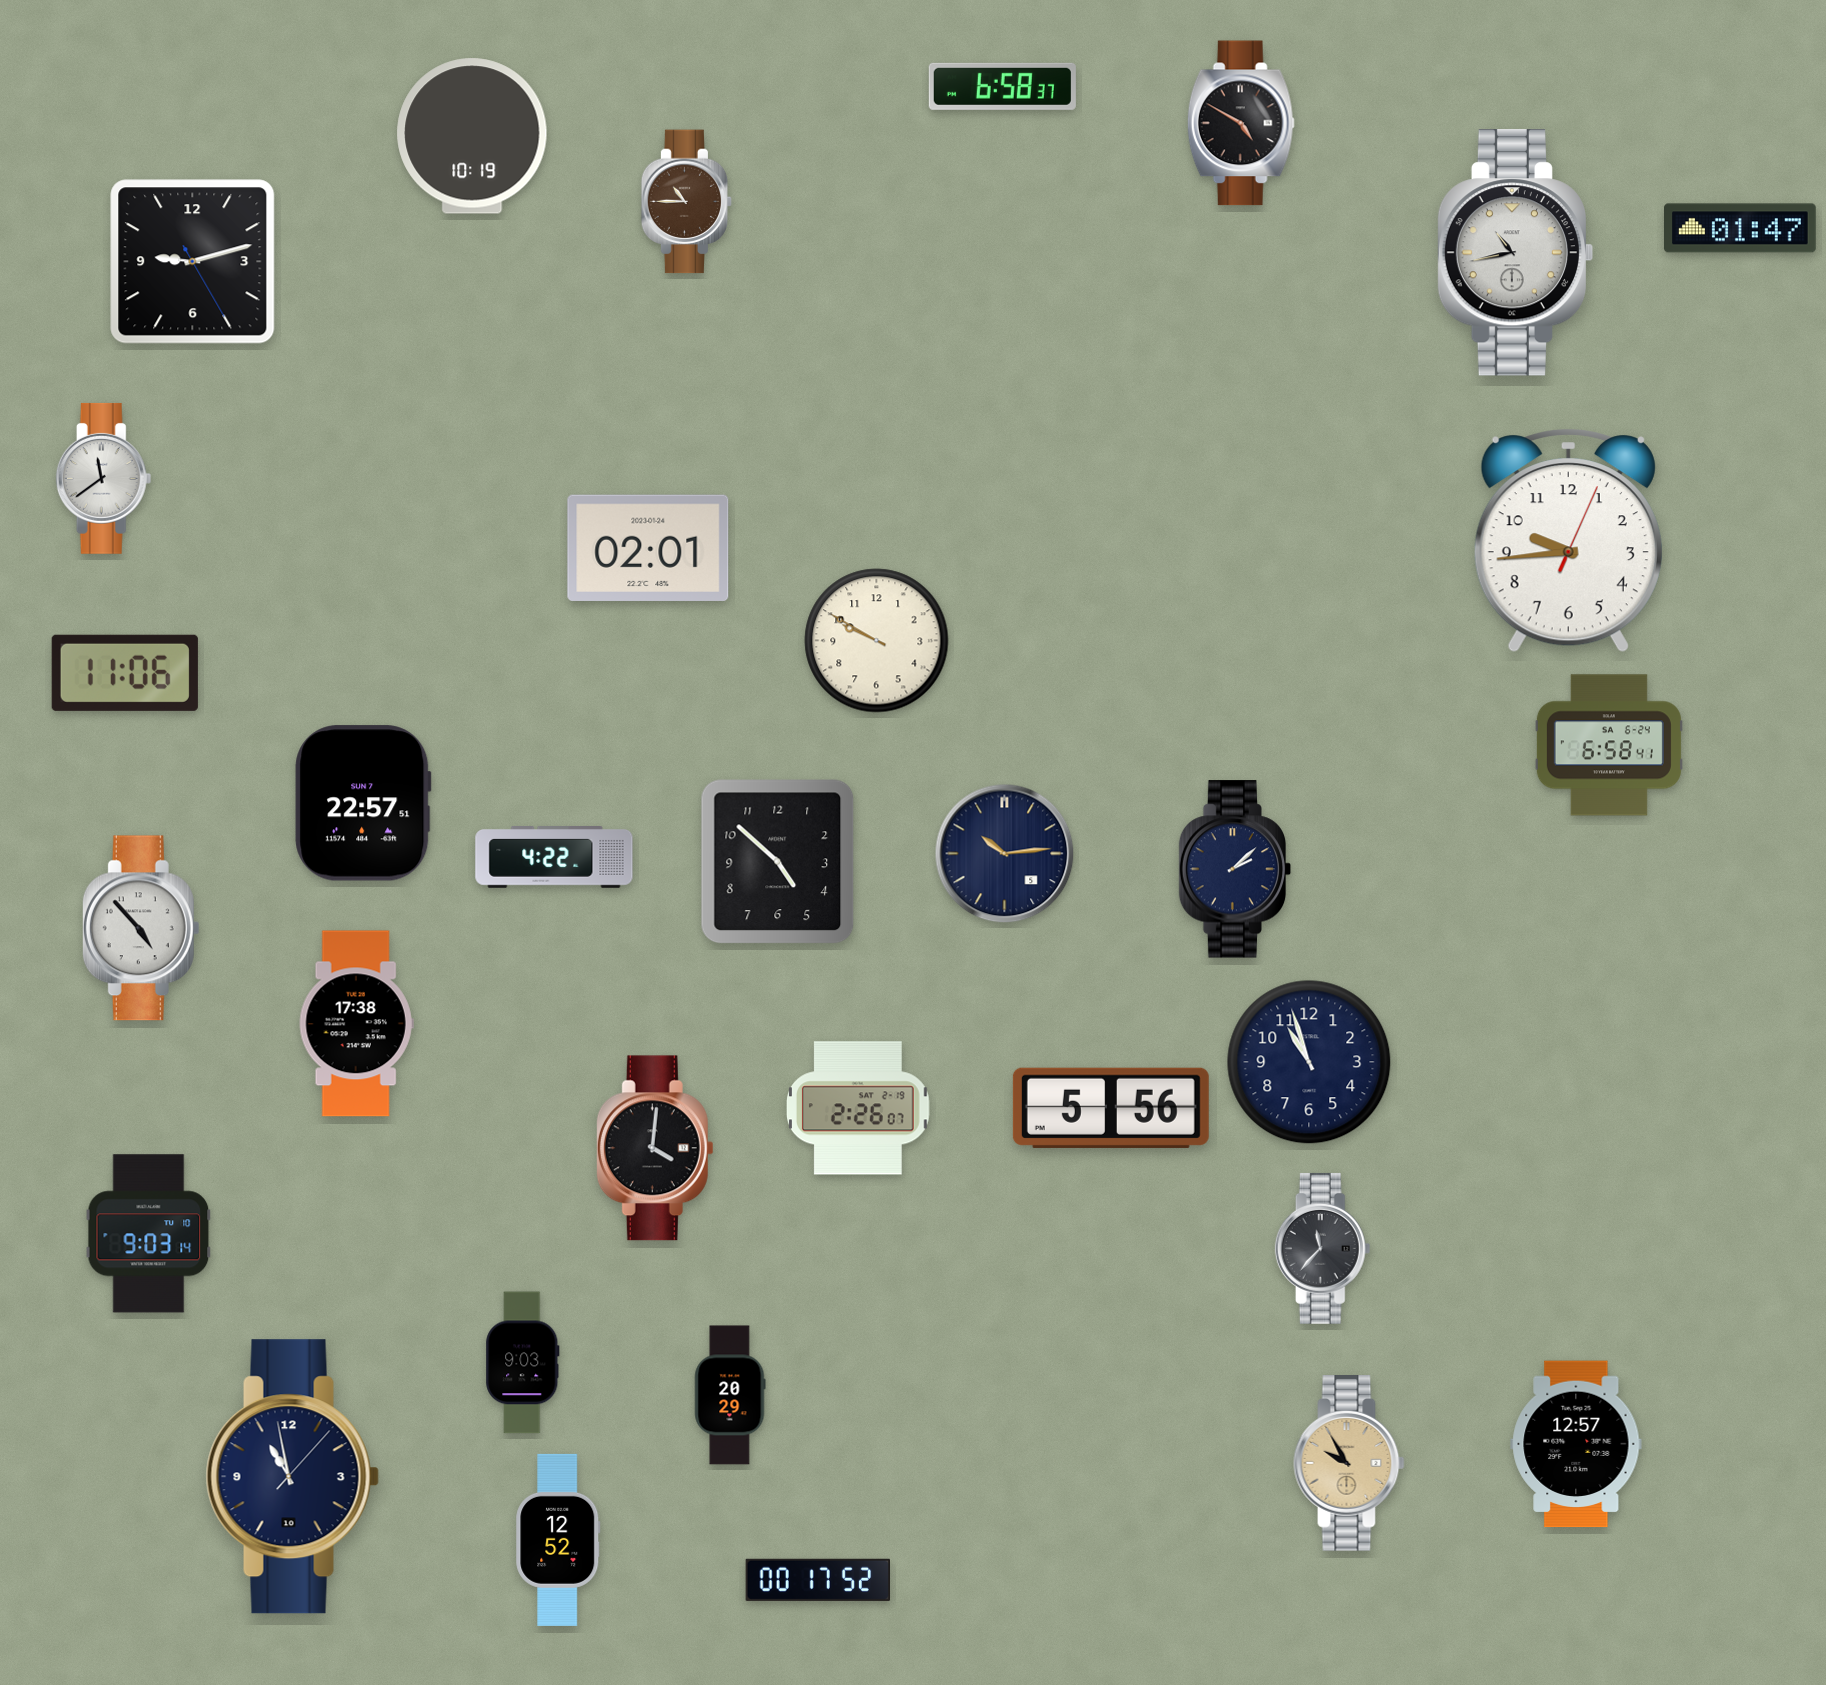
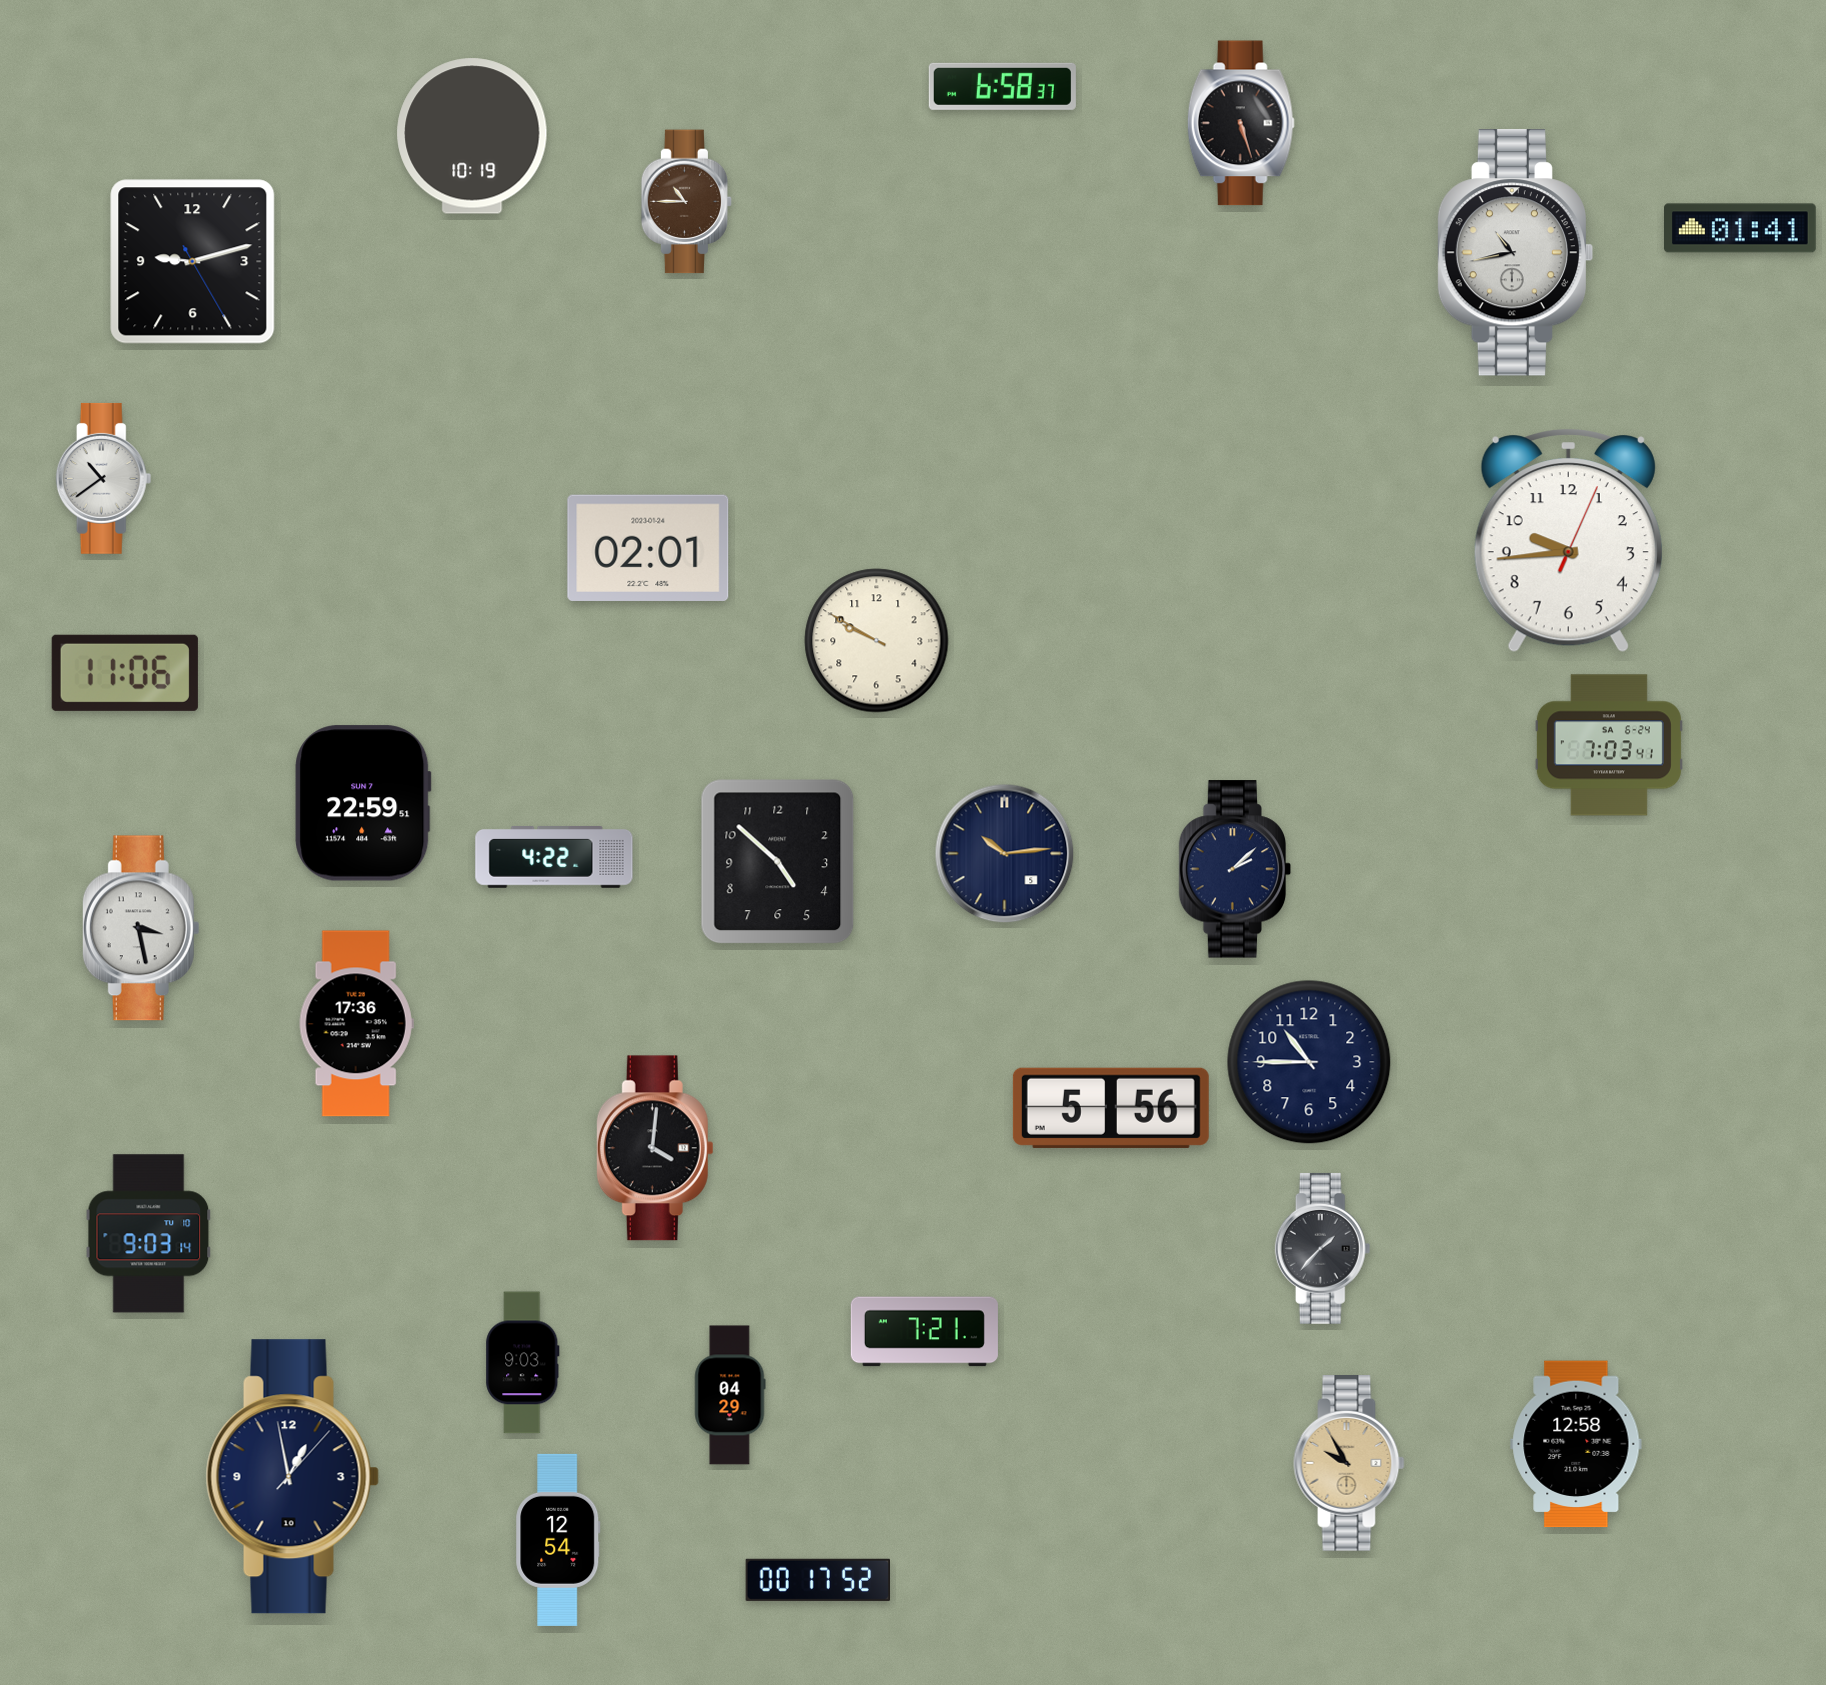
clock at (1241, 123): 4:50 -> 5:27
clock at (1741, 228): 01:47 -> 01:41
clock at (104, 478): 11:39 -> 10:39
clock at (1609, 745): 6:58 -> 7:03
clock at (363, 803): 22:57 -> 22:59
clock at (141, 928): 4:53 -> 3:28
clock at (356, 1024): 17:38 -> 17:36
clock at (1309, 1062): 10:57 -> 10:45
clock at (858, 1108): 2:26 -> none
clock at (1323, 1248): 11:37 -> 1:37
clock at (924, 1332): none -> 7:21
clock at (730, 1395): 20:29 -> 04:29
clock at (1576, 1444): 12:57 -> 12:58
clock at (292, 1477): 10:58 -> 12:58
clock at (558, 1540): 12:52 -> 12:54
